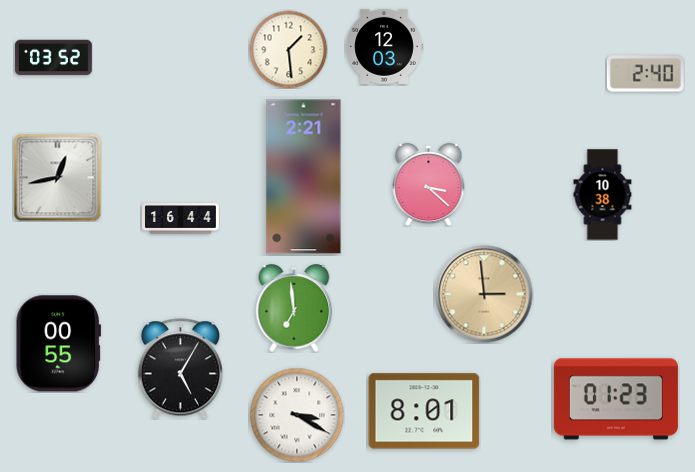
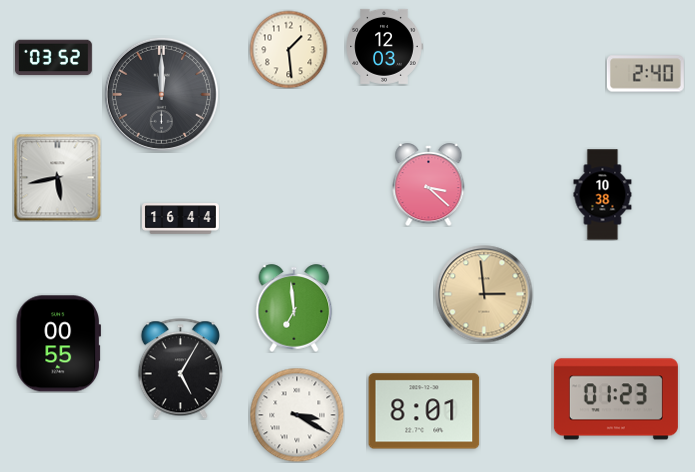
clock at (161, 94): none -> 12:00
clock at (57, 177): 12:43 -> 5:43
clock at (304, 177): 2:21 -> none
